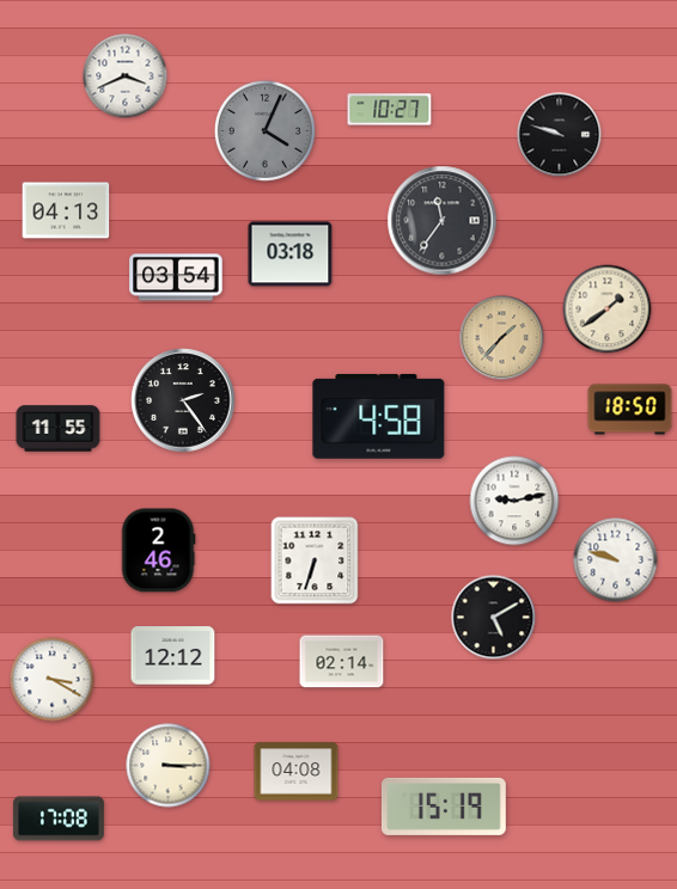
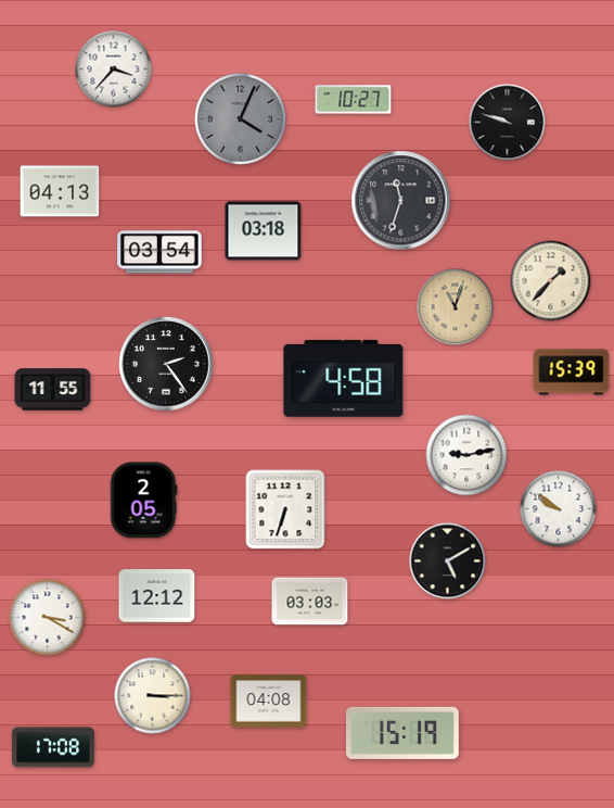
clock at (126, 76): 3:41 -> 3:37
clock at (443, 221): 11:36 -> 11:33
clock at (608, 309): 1:39 -> 1:37
clock at (502, 338): 1:37 -> 11:03
clock at (630, 410): 18:50 -> 15:39
clock at (158, 551): 2:46 -> 2:05
clock at (616, 560): 9:48 -> 9:51
clock at (342, 662): 02:14 -> 03:03
clock at (59, 819) position: (59, 819) -> (53, 747)
